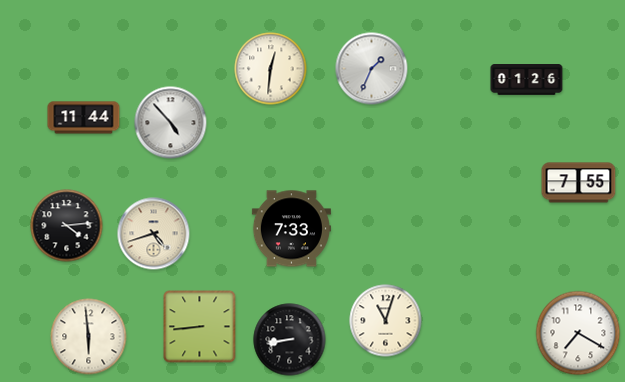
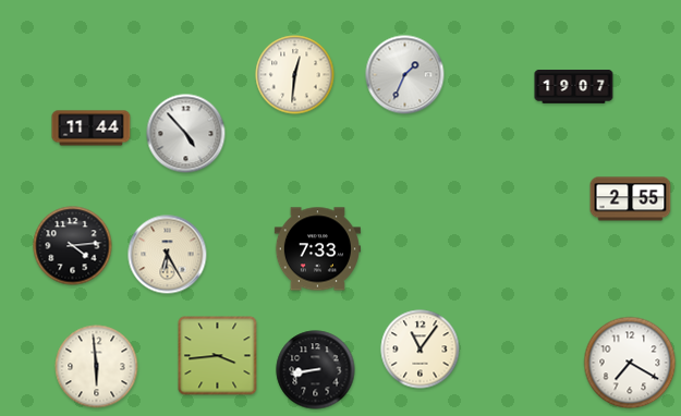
clock at (527, 80): 01:26 -> 19:07
clock at (579, 183): 7:55 -> 2:55
clock at (154, 234): 4:42 -> 6:25
clock at (386, 321): 11:03 -> 11:06
clock at (200, 327): 8:44 -> 3:44
